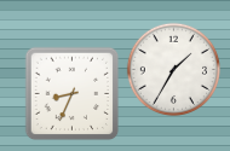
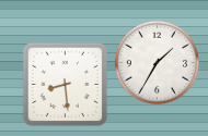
clock at (71, 93): 8:34 -> 8:29
